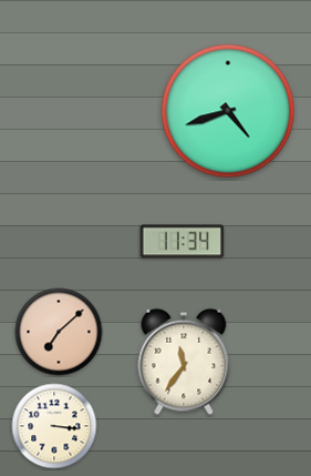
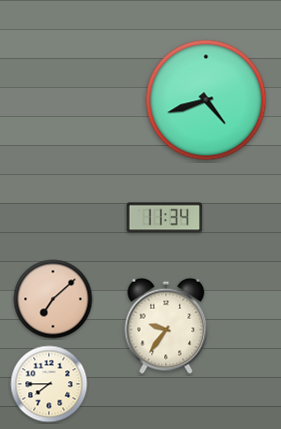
clock at (184, 362): 11:36 -> 9:36
clock at (54, 426): 3:16 -> 7:45
